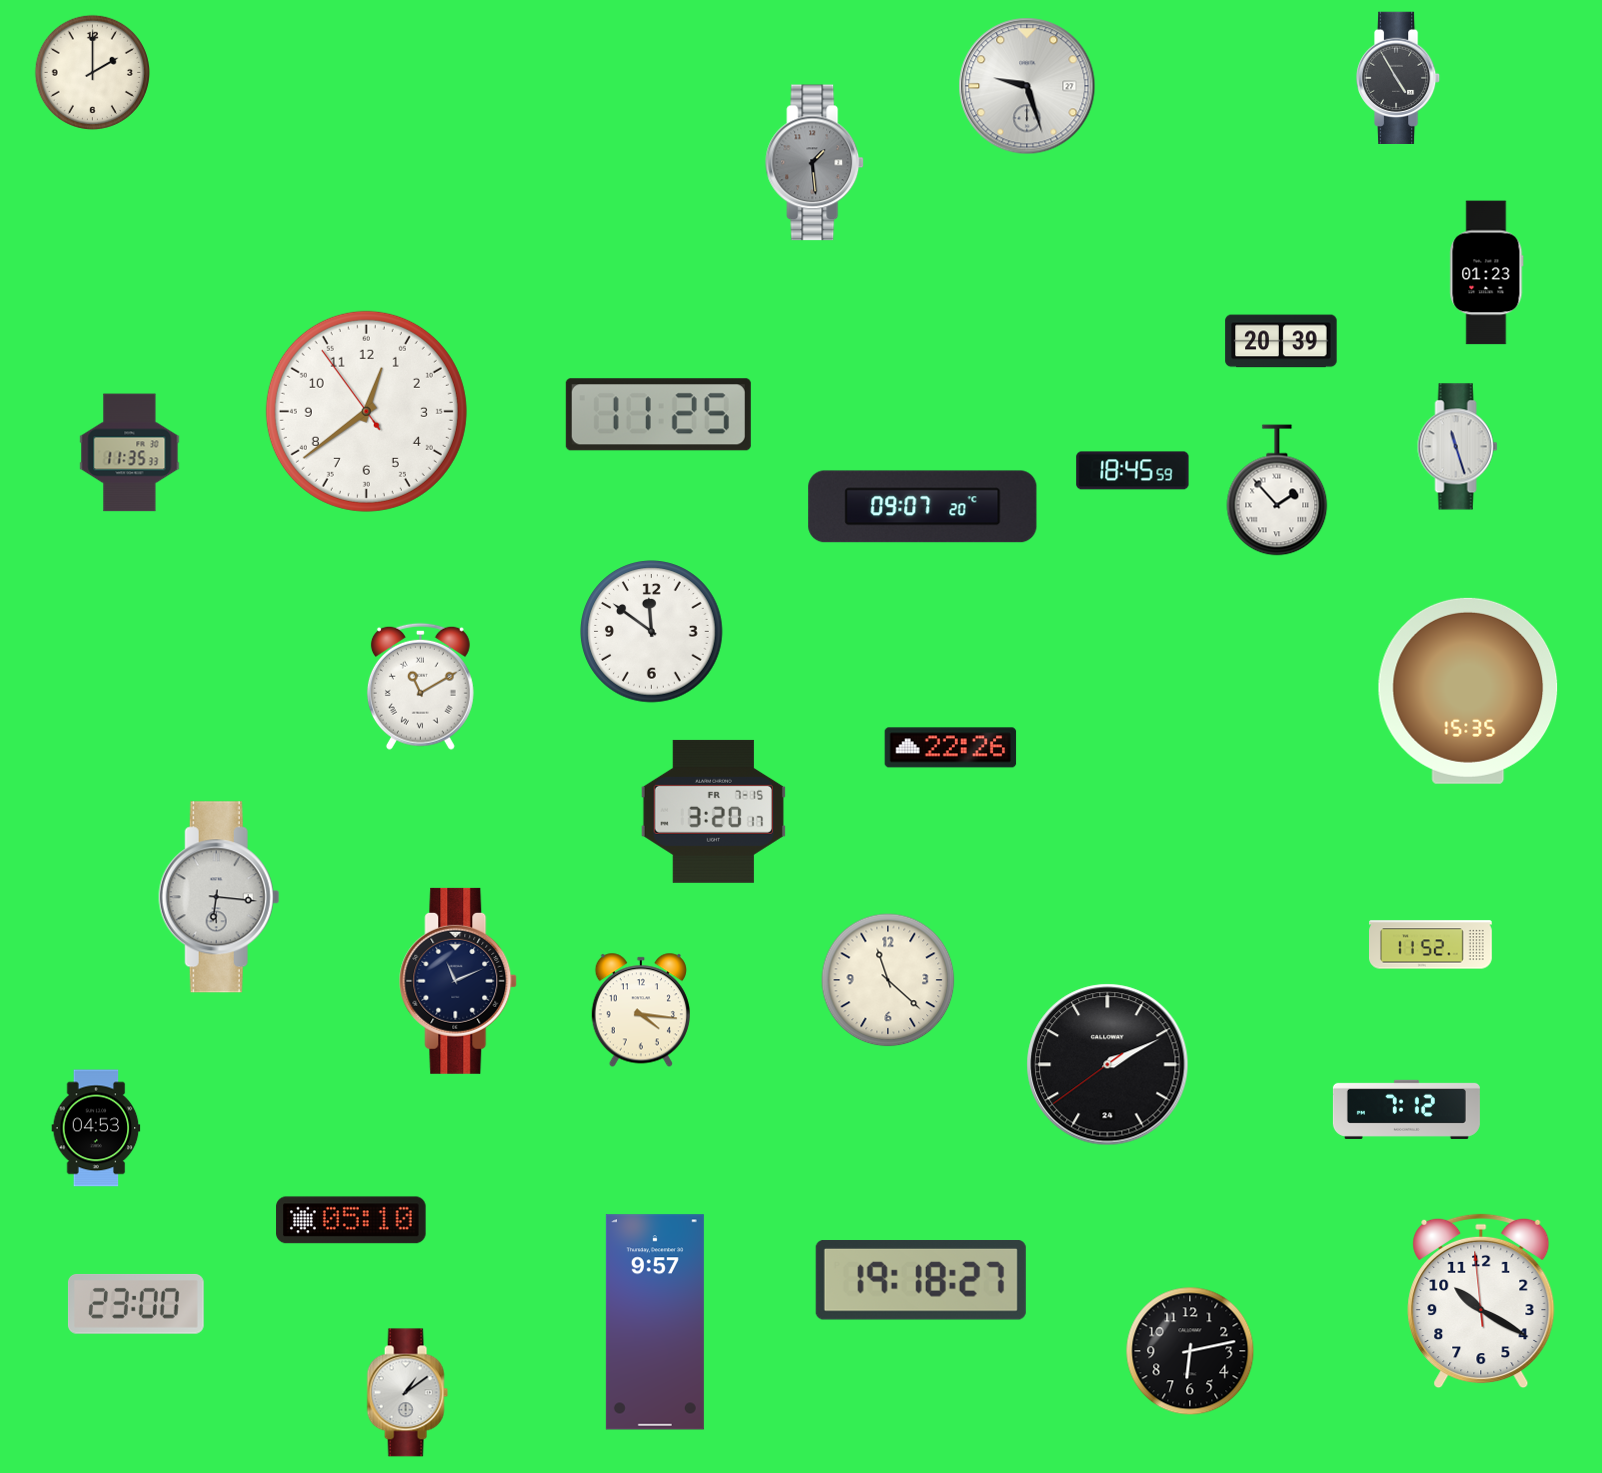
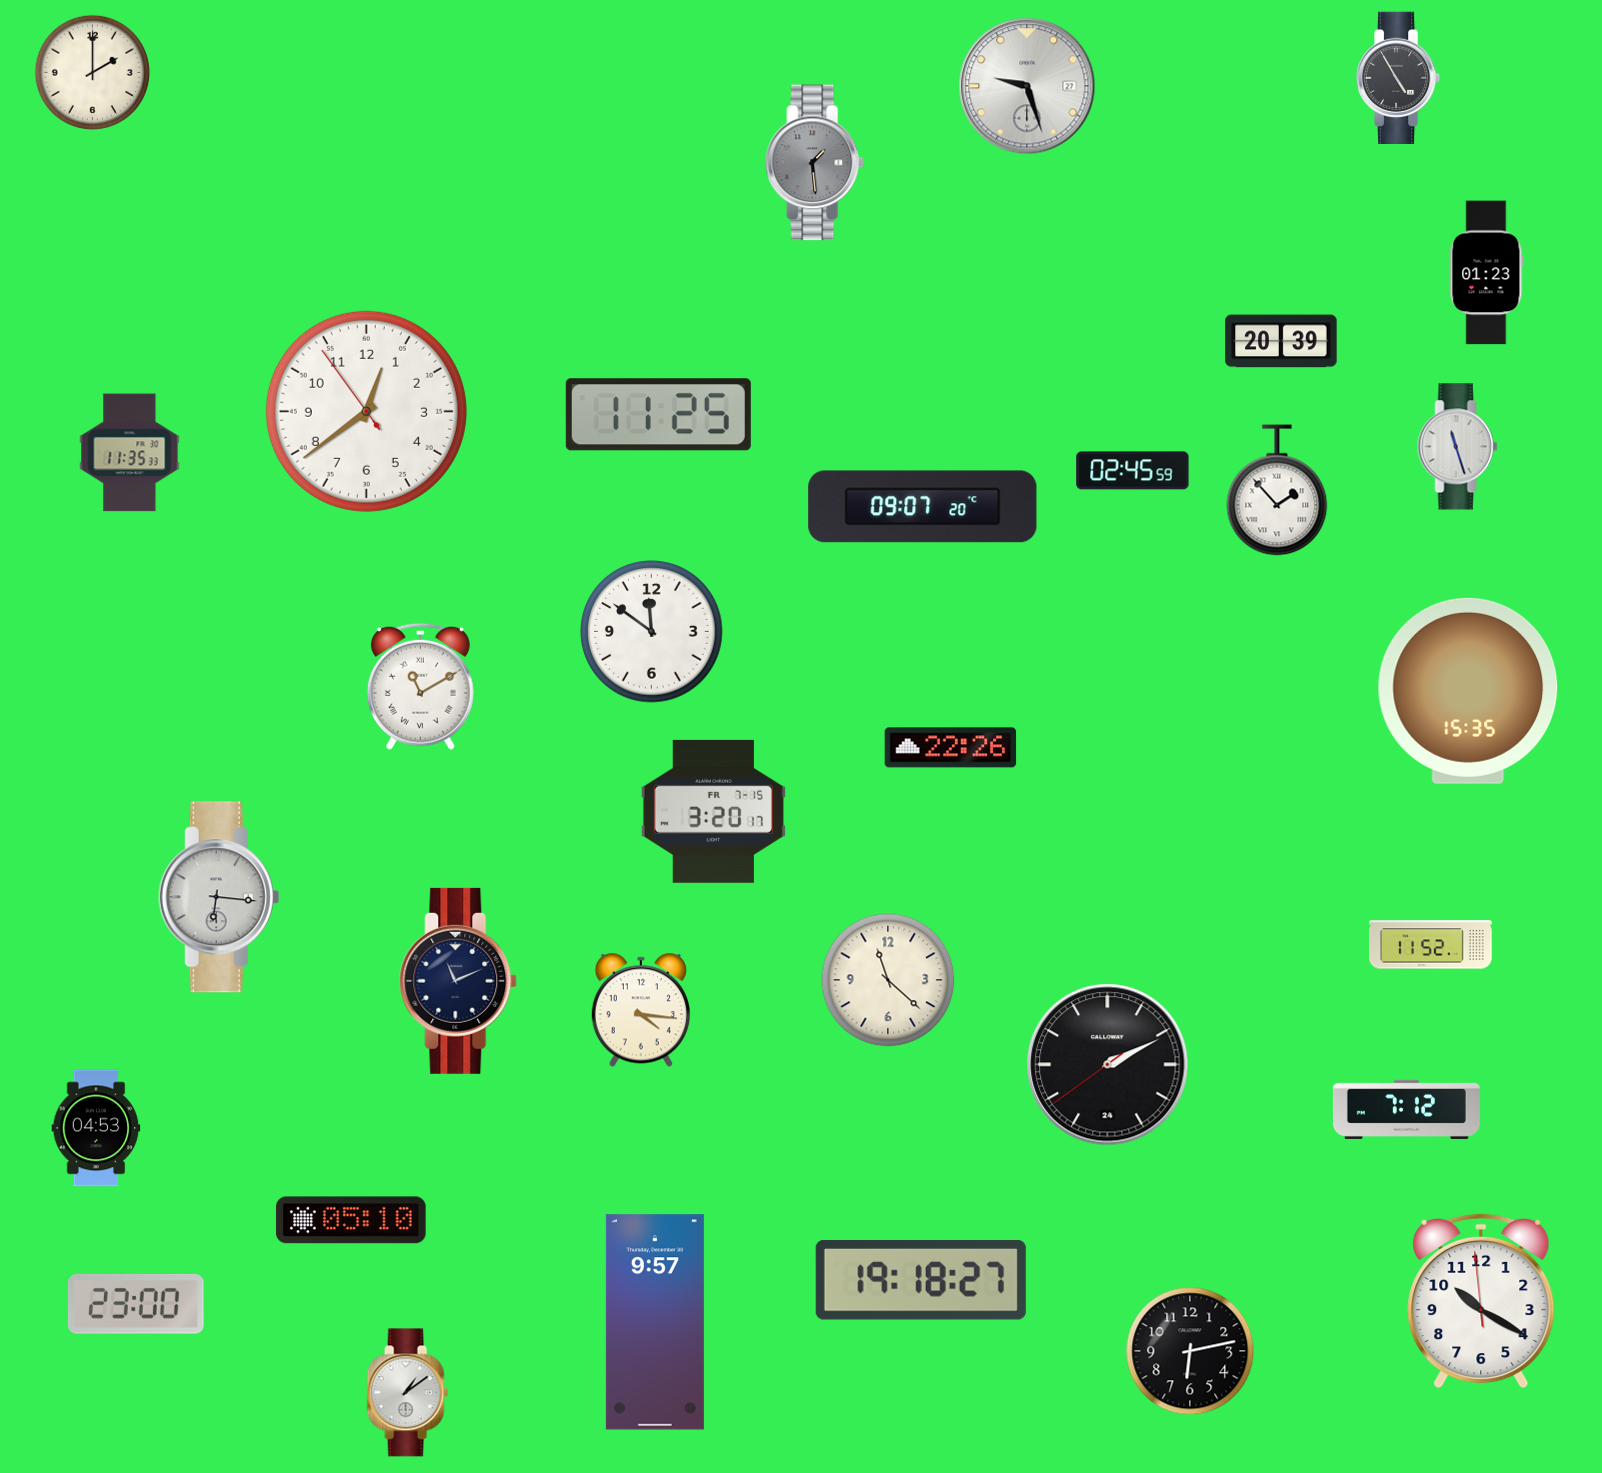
clock at (1133, 471): 18:45 -> 02:45
